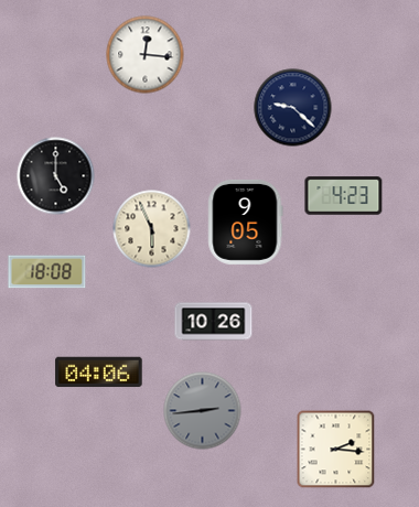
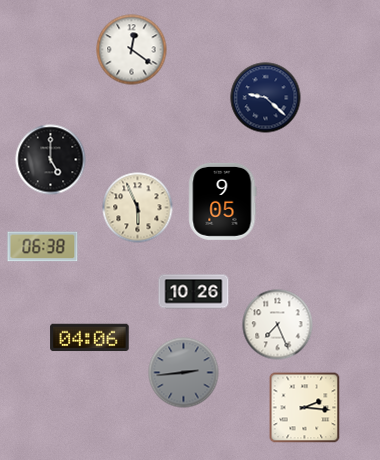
clock at (146, 55): 12:16 -> 12:21
clock at (344, 196): 4:23 -> none
clock at (47, 272): 18:08 -> 06:38
clock at (278, 325): none -> 7:26
